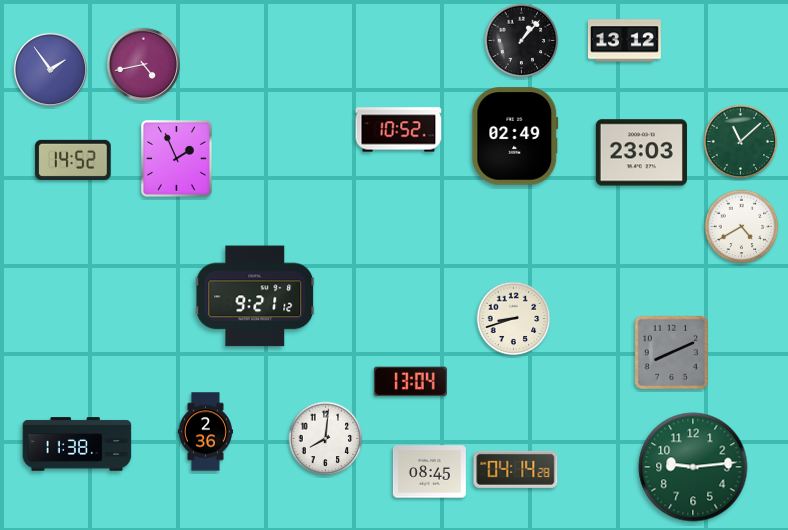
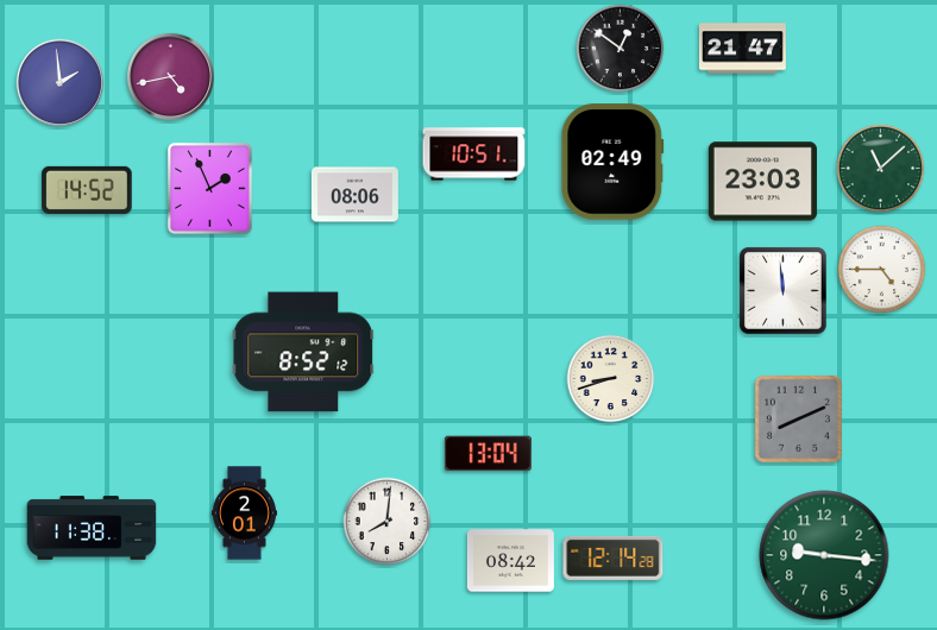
clock at (522, 41): 1:07 -> 12:51
clock at (624, 41): 13:12 -> 21:47
clock at (50, 69): 1:54 -> 1:59
clock at (399, 130): 10:52 -> 10:51
clock at (354, 195): none -> 08:06
clock at (742, 227): 4:40 -> 4:45
clock at (784, 291): none -> 11:59
clock at (255, 296): 9:21 -> 8:52
clock at (205, 432): 2:36 -> 2:01
clock at (693, 467): 9:14 -> 9:16
clock at (516, 469): 04:14 -> 12:14
clock at (429, 472): 08:45 -> 08:42
